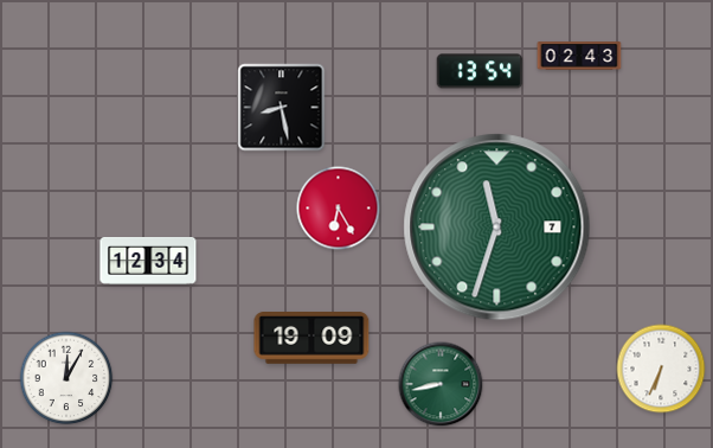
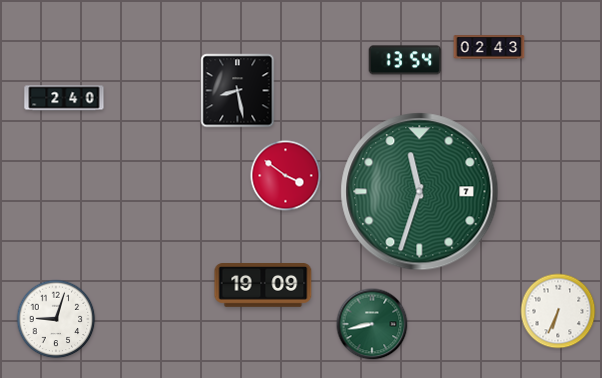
clock at (64, 98): none -> 2:40
clock at (339, 209): 6:25 -> 3:51
clock at (148, 262): 12:34 -> none
clock at (66, 378): 12:05 -> 9:03
